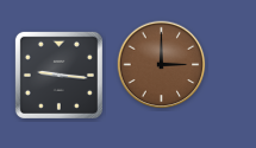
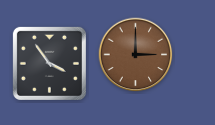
clock at (58, 75): 9:16 -> 3:54
